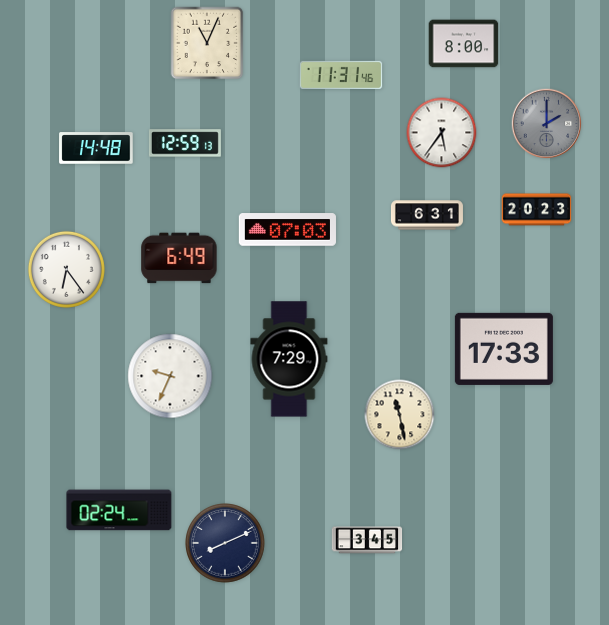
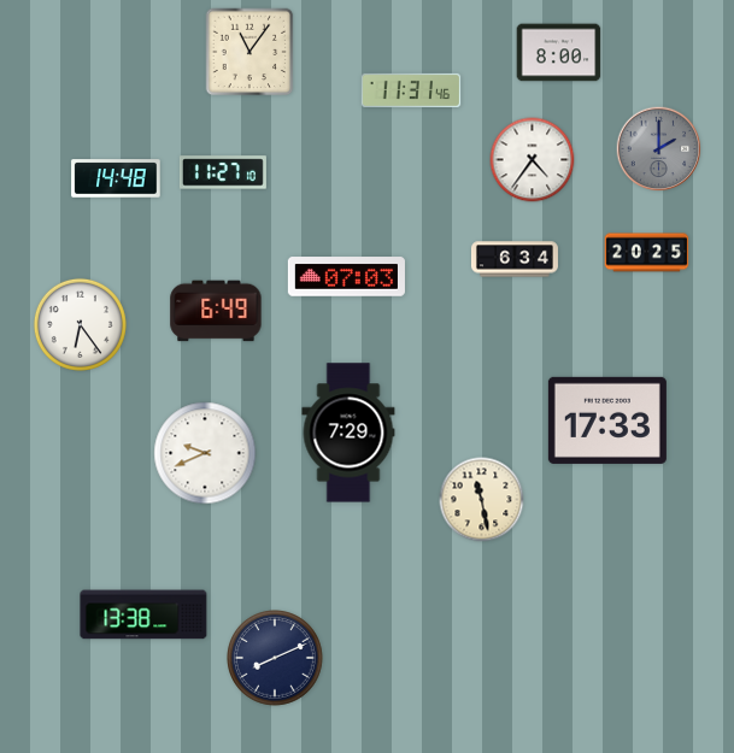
clock at (207, 43): 11:04 -> 11:06
clock at (442, 133): 5:36 -> 4:36
clock at (185, 143): 12:59 -> 11:27
clock at (537, 210): 20:23 -> 20:25
clock at (427, 215): 6:31 -> 6:34
clock at (170, 376): 9:34 -> 9:41
clock at (119, 510): 02:24 -> 13:38
clock at (367, 540): 3:45 -> none
clock at (226, 544) position: (226, 544) -> (276, 659)
